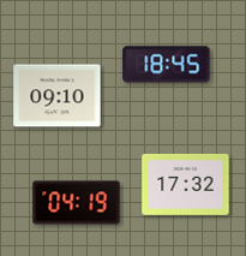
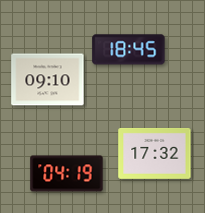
clock at (167, 65) position: (167, 65) -> (129, 50)
clock at (77, 203) position: (77, 203) -> (67, 174)
